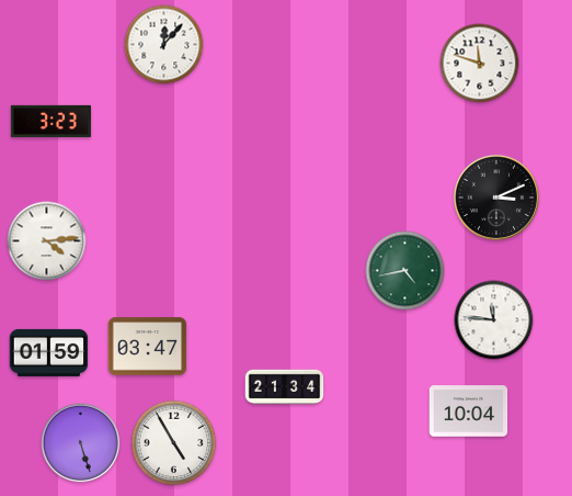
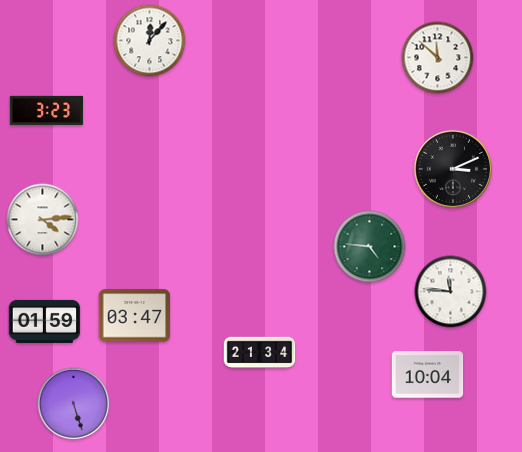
clock at (480, 64): 11:48 -> 11:52
clock at (496, 198) position: (496, 198) -> (453, 169)
clock at (405, 271): 4:43 -> 4:46
clock at (174, 443): 4:55 -> none
